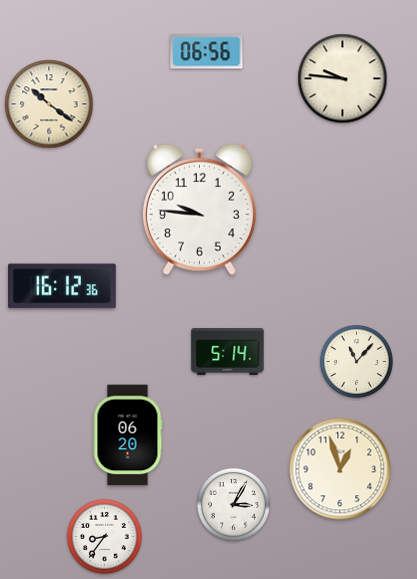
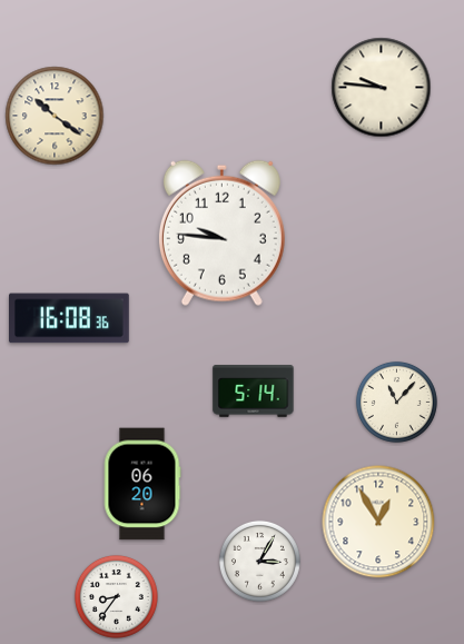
clock at (207, 52): 06:56 -> none
clock at (63, 286): 16:12 -> 16:08
clock at (340, 469): 12:57 -> 12:55
